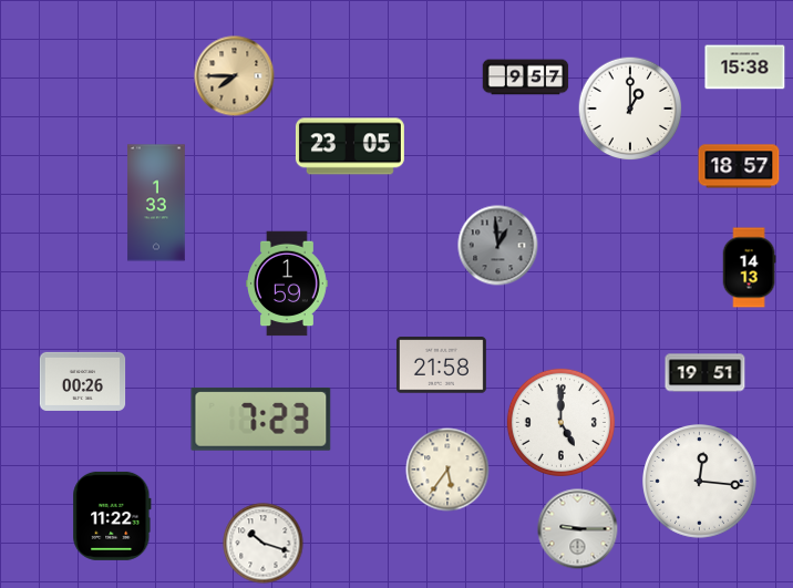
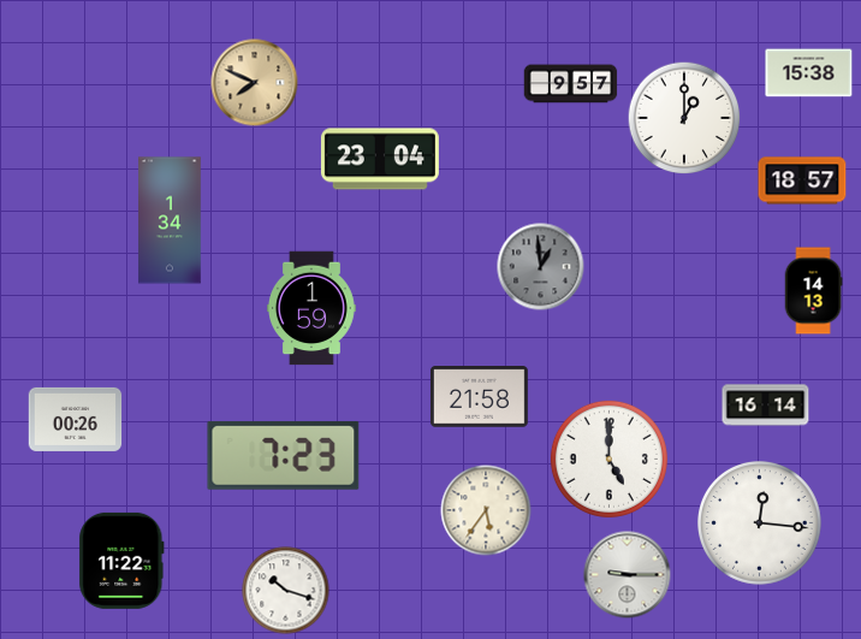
clock at (235, 76): 7:45 -> 7:49
clock at (350, 146): 23:05 -> 23:04
clock at (156, 203): 1:33 -> 1:34
clock at (706, 373): 19:51 -> 16:14
clock at (83, 381) position: (83, 381) -> (76, 419)
